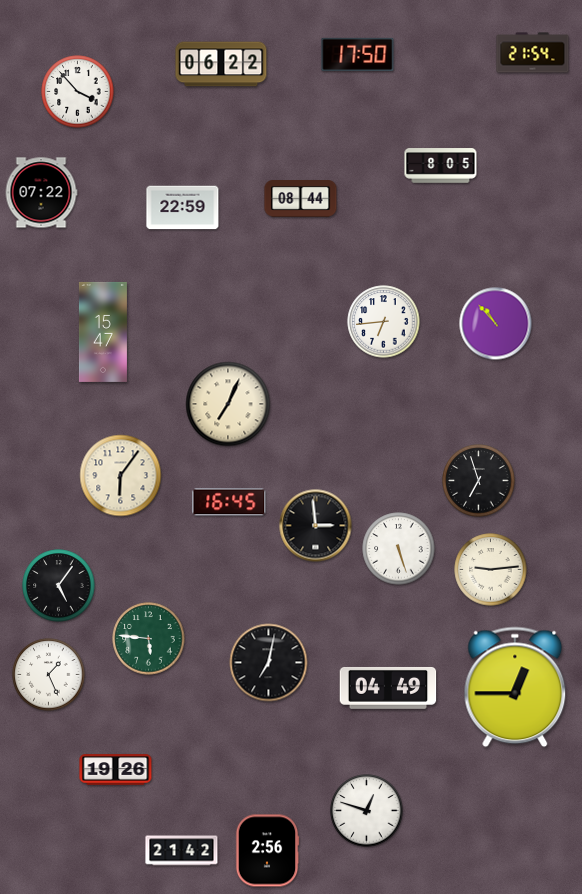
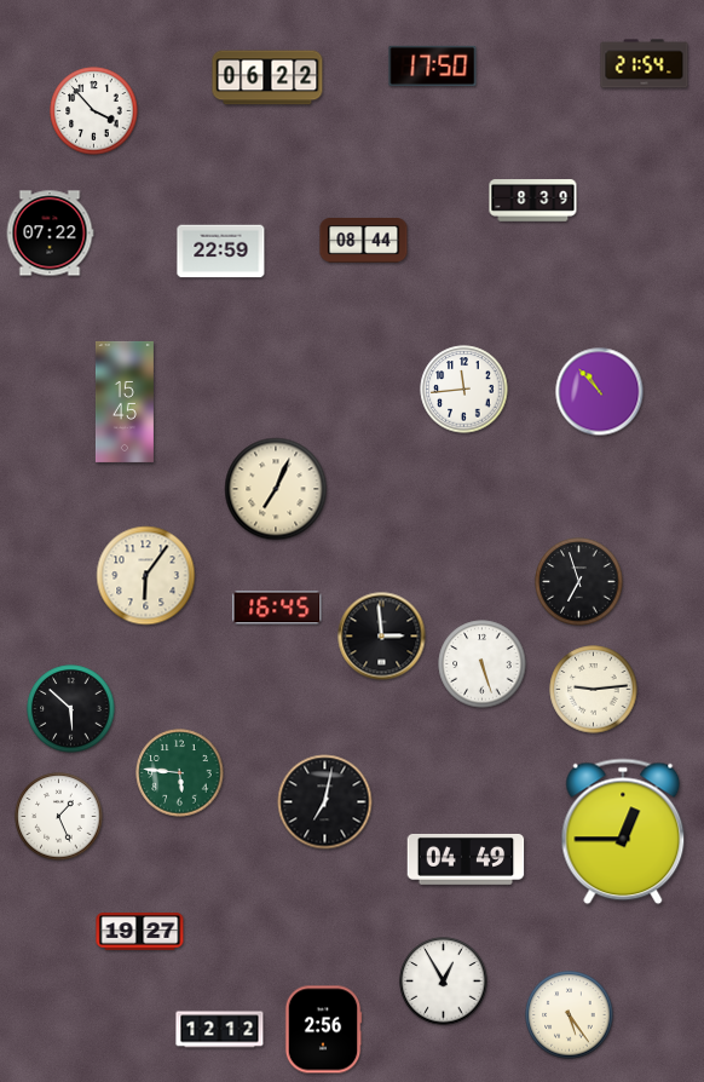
clock at (441, 166): 8:05 -> 8:39
clock at (384, 322): 6:44 -> 11:44
clock at (103, 332): 15:47 -> 15:45
clock at (59, 586): 5:06 -> 5:52
clock at (388, 688) position: (388, 688) -> (466, 859)
clock at (116, 770): 19:26 -> 19:27
clock at (367, 811): 12:48 -> 12:55
clock at (570, 1015): none -> 5:24
clock at (182, 851): 21:42 -> 12:12
